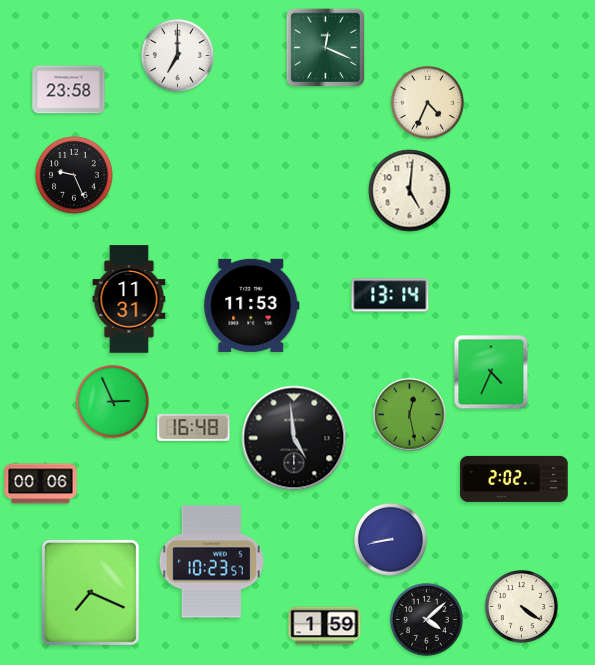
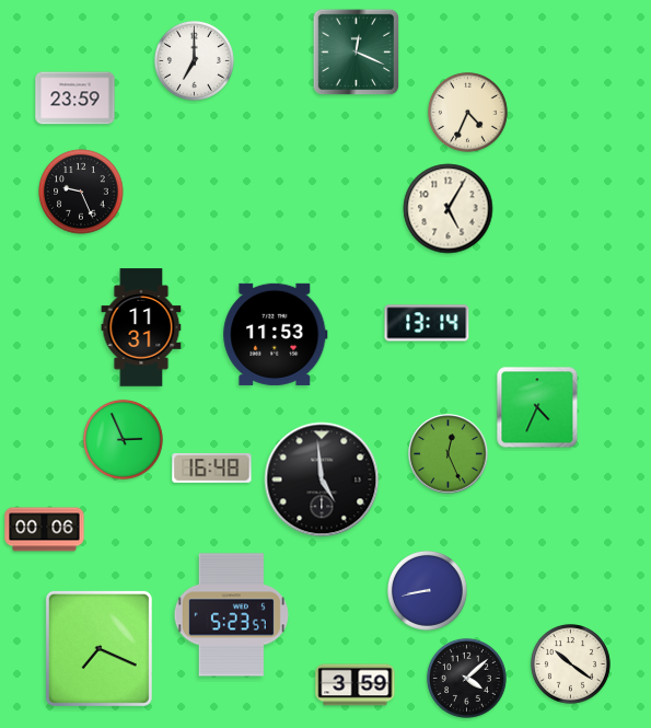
clock at (69, 90): 23:58 -> 23:59
clock at (410, 191): 5:01 -> 5:05
clock at (410, 415): 12:28 -> 12:26
clock at (514, 479): 2:02 -> none
clock at (211, 562): 10:23 -> 5:23
clock at (521, 606): 4:21 -> 10:21
clock at (325, 626): 1:59 -> 3:59
